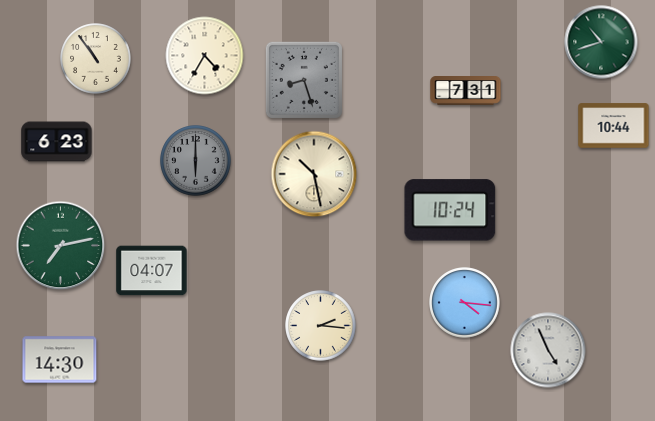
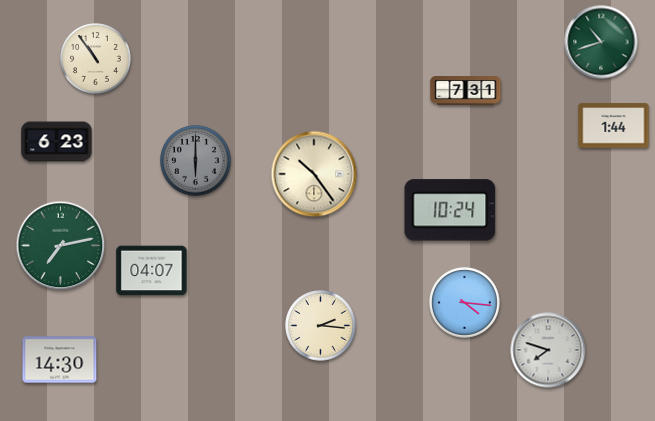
clock at (205, 56): 4:35 -> none
clock at (304, 80): 8:27 -> none
clock at (614, 126): 10:44 -> 1:44
clock at (314, 174): 10:28 -> 10:24
clock at (548, 350): 4:56 -> 7:48
